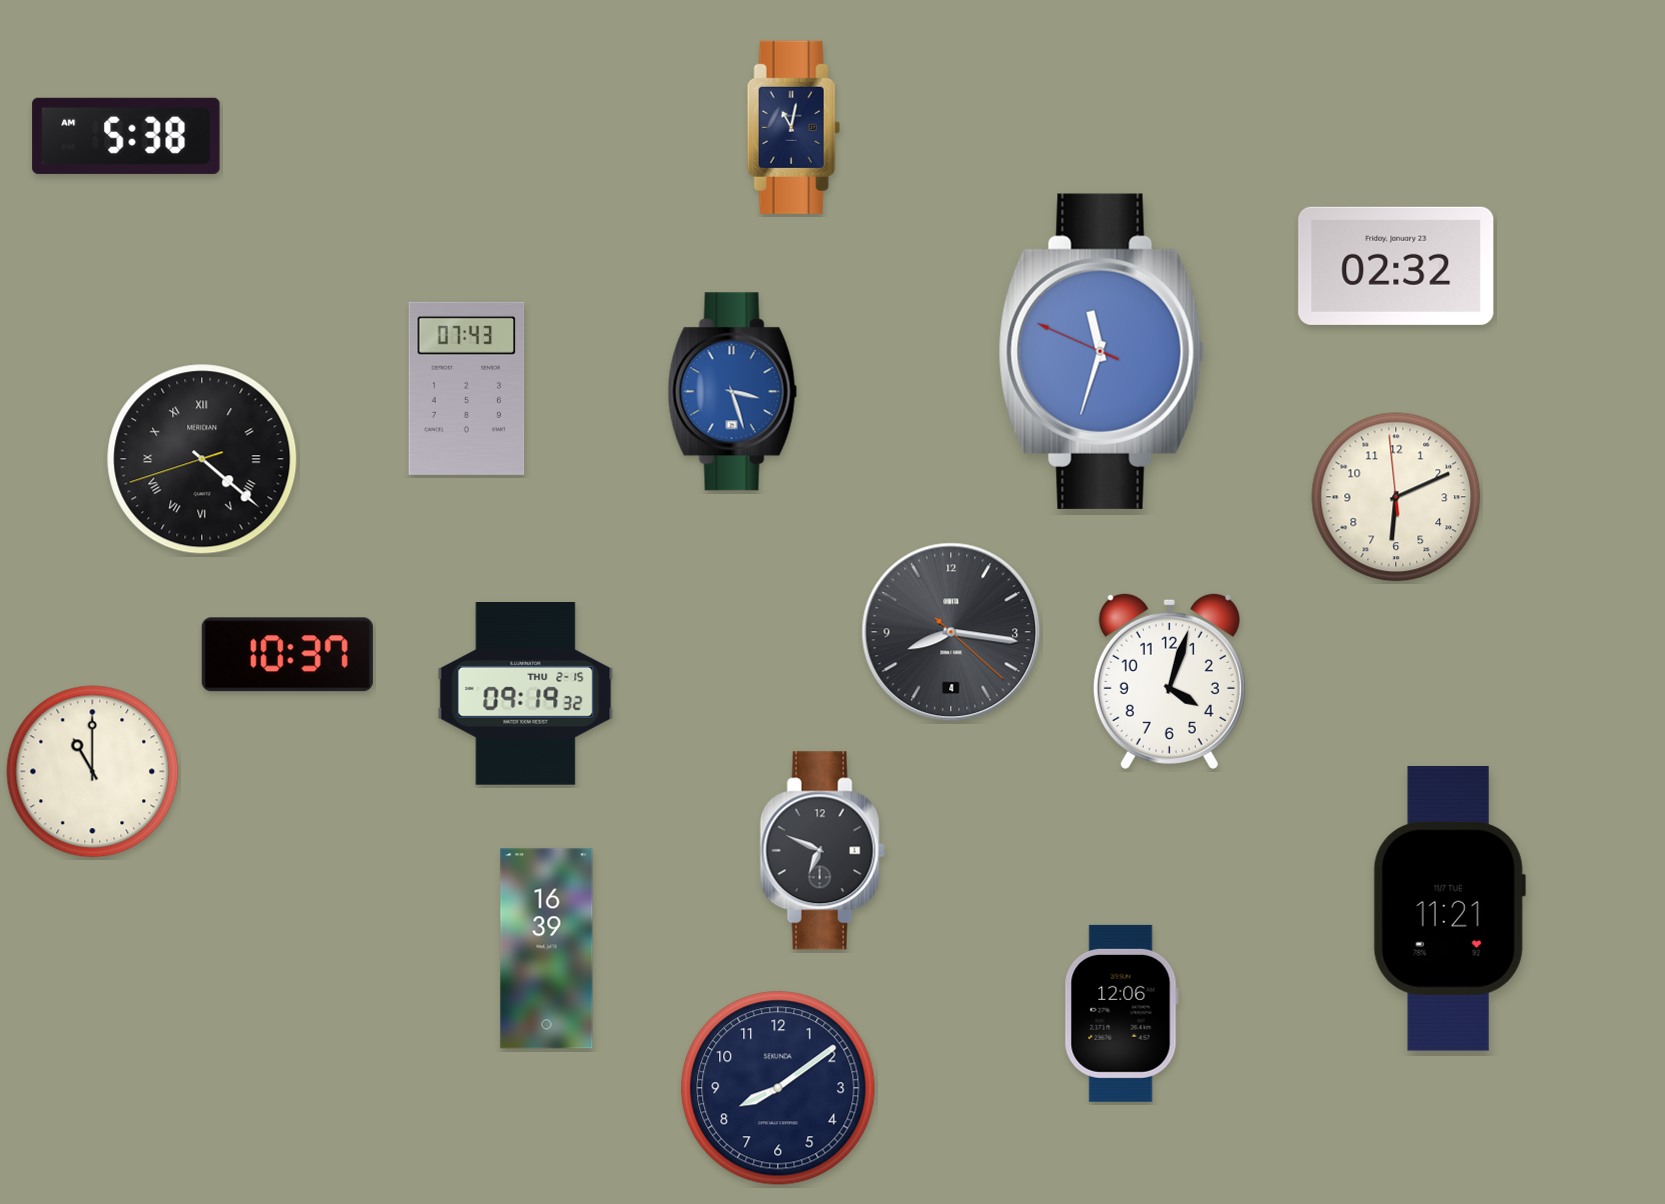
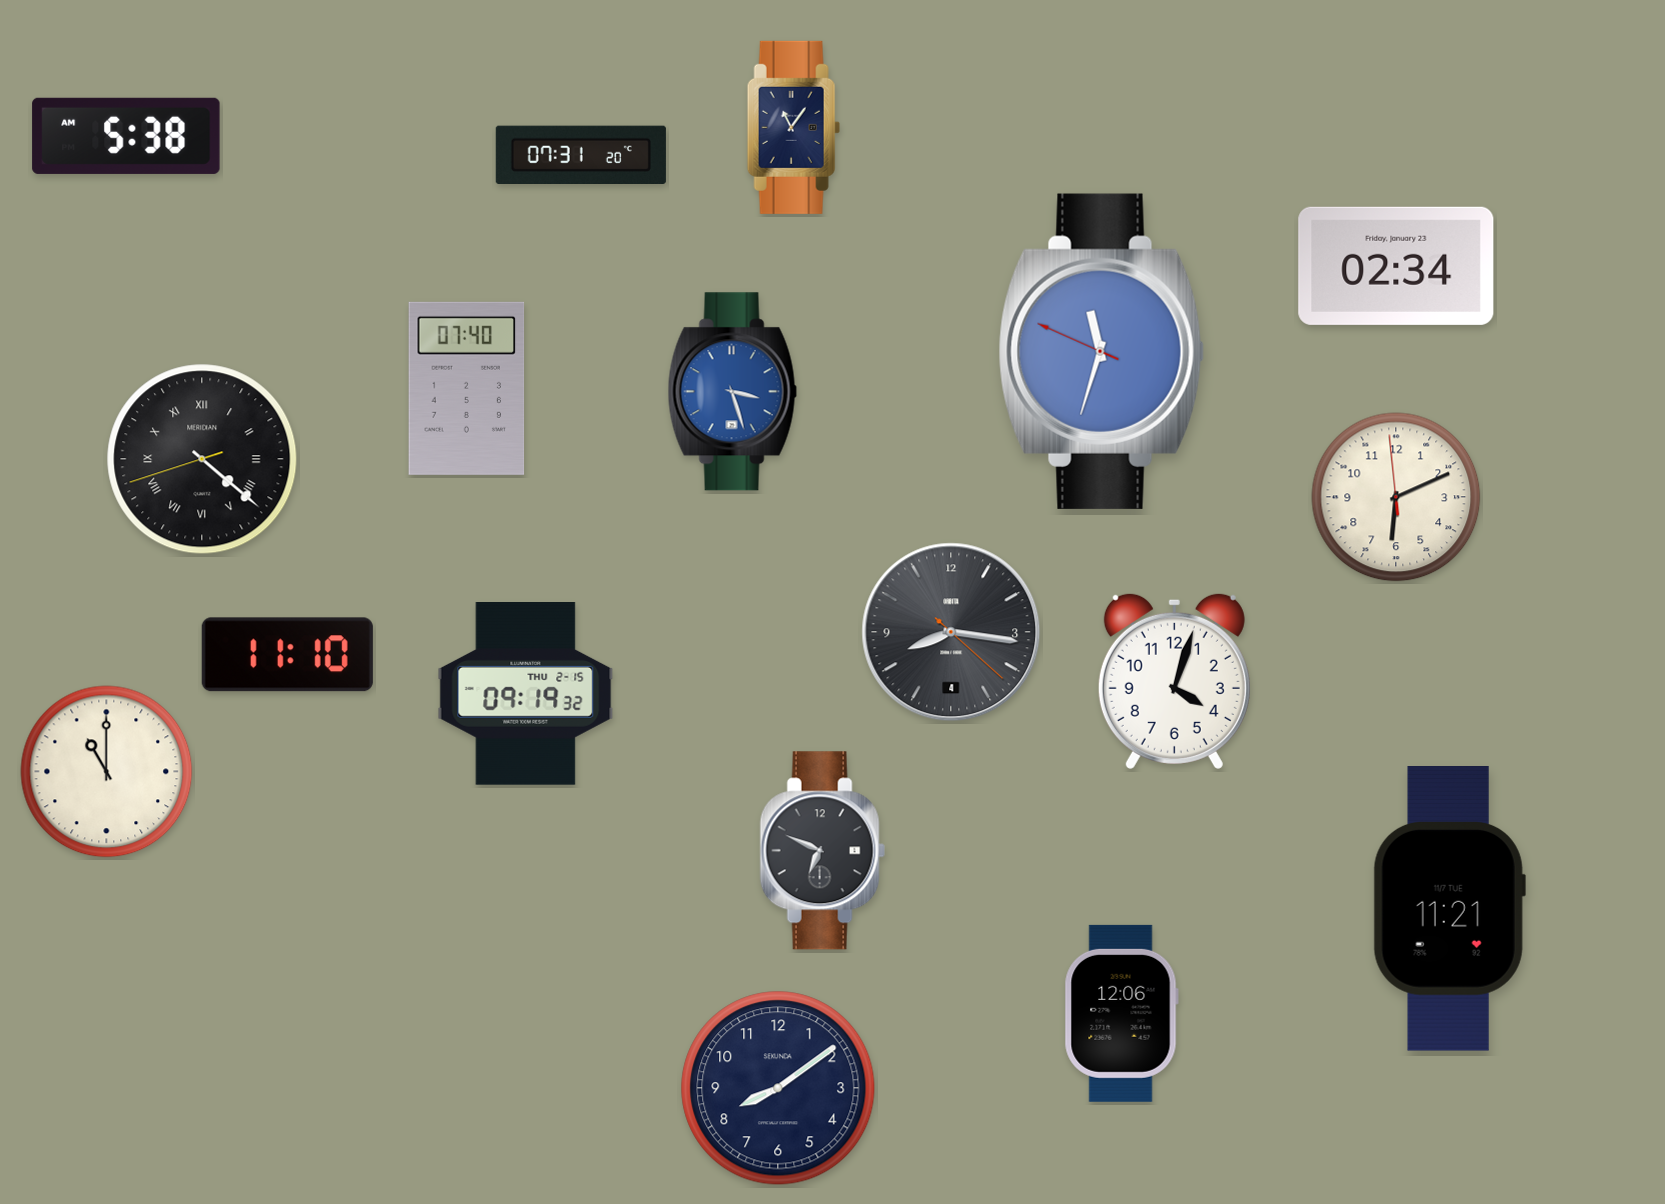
clock at (793, 127): 11:02 -> 11:06
clock at (581, 154): none -> 07:31
clock at (1396, 266): 02:32 -> 02:34
clock at (467, 388): 07:43 -> 07:40
clock at (287, 655): 10:37 -> 11:10
clock at (1169, 681) position: (1169, 681) -> (1174, 681)
clock at (93, 772) position: (93, 772) -> (107, 772)
clock at (547, 949): 16:39 -> none
